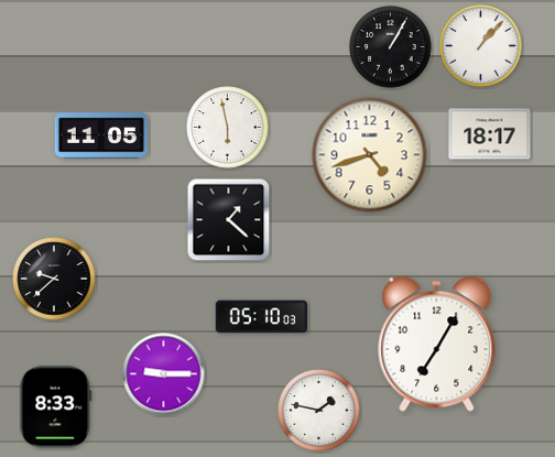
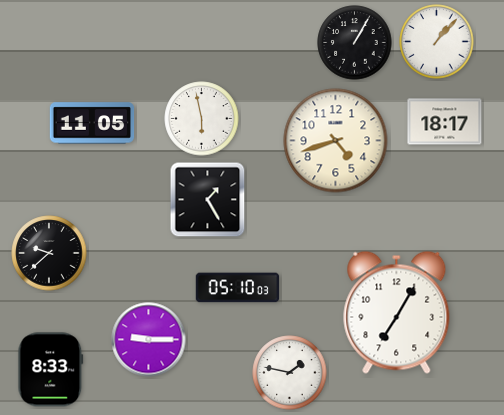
clock at (228, 128) position: (228, 128) -> (202, 119)
clock at (229, 220): 1:22 -> 1:25
